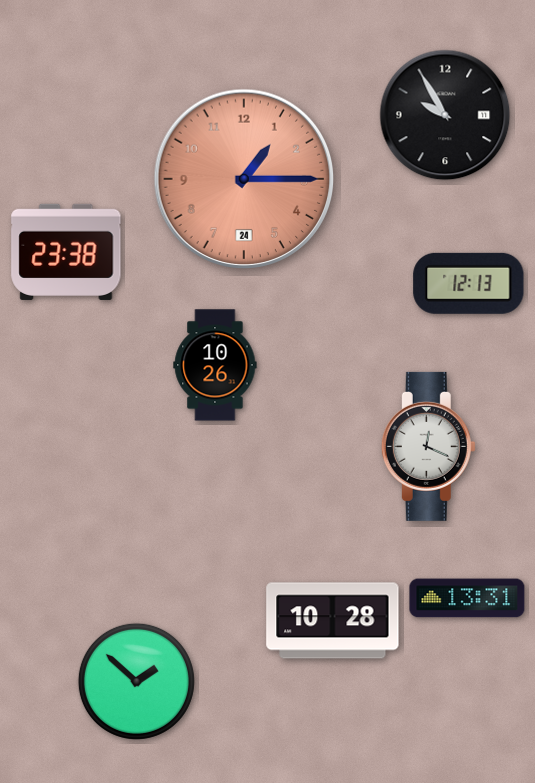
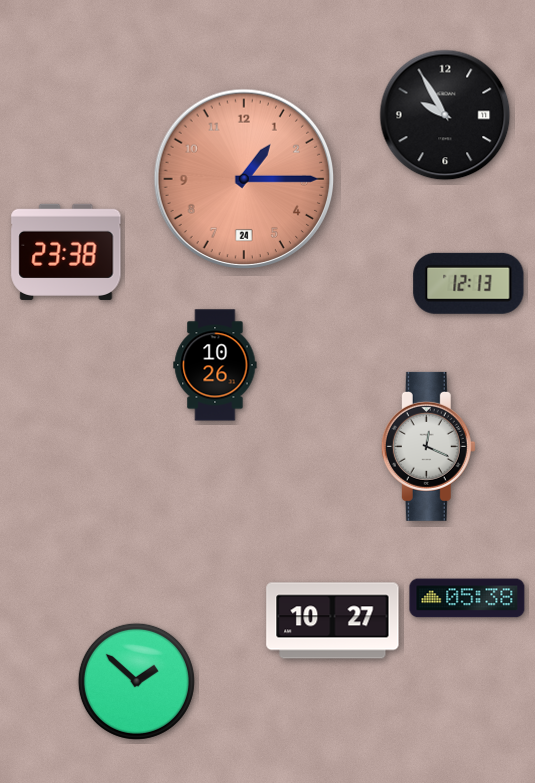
clock at (467, 598): 13:31 -> 05:38
clock at (333, 621): 10:28 -> 10:27
